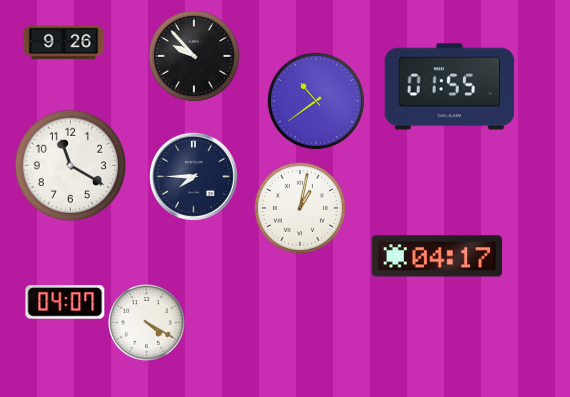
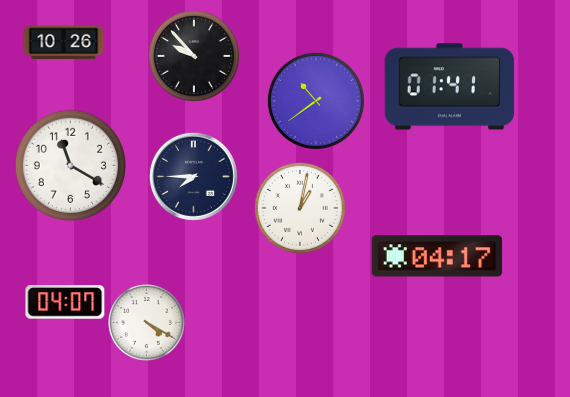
clock at (64, 43): 9:26 -> 10:26
clock at (450, 87): 01:55 -> 01:41
